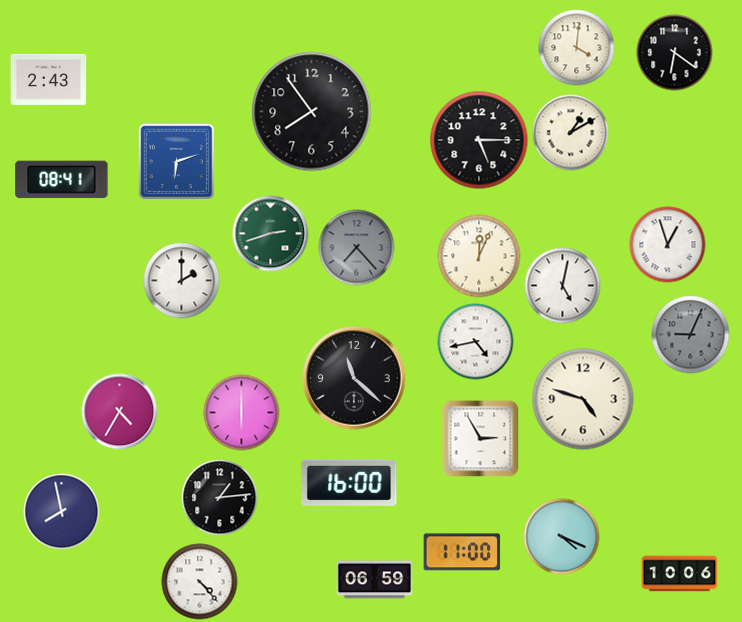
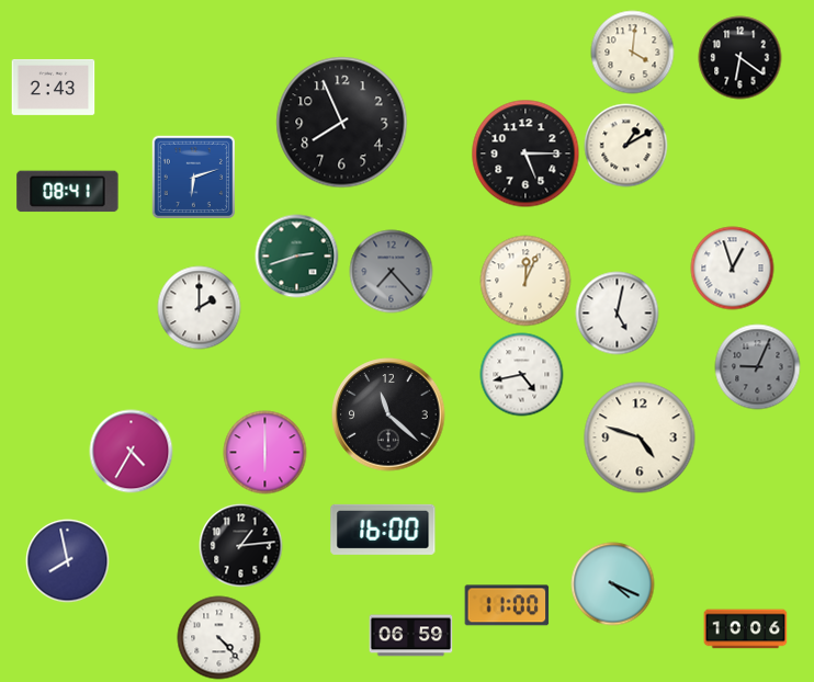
clock at (312, 112): 7:54 -> 7:56
clock at (62, 180) position: (62, 180) -> (68, 192)
clock at (481, 439): 2:55 -> none
clock at (562, 537) position: (562, 537) -> (613, 584)
